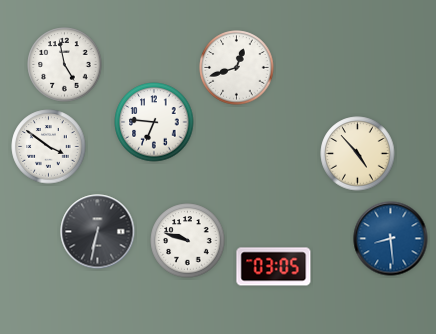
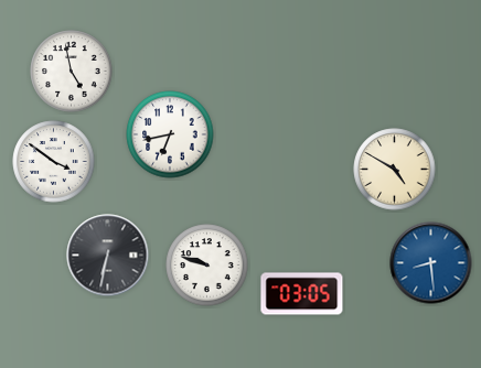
clock at (237, 68): 12:42 -> none
clock at (154, 122): 6:46 -> 6:43
clock at (358, 154): 4:53 -> 4:50
